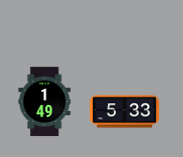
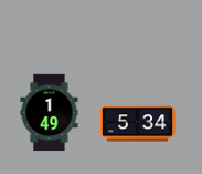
clock at (125, 112): 5:33 -> 5:34
